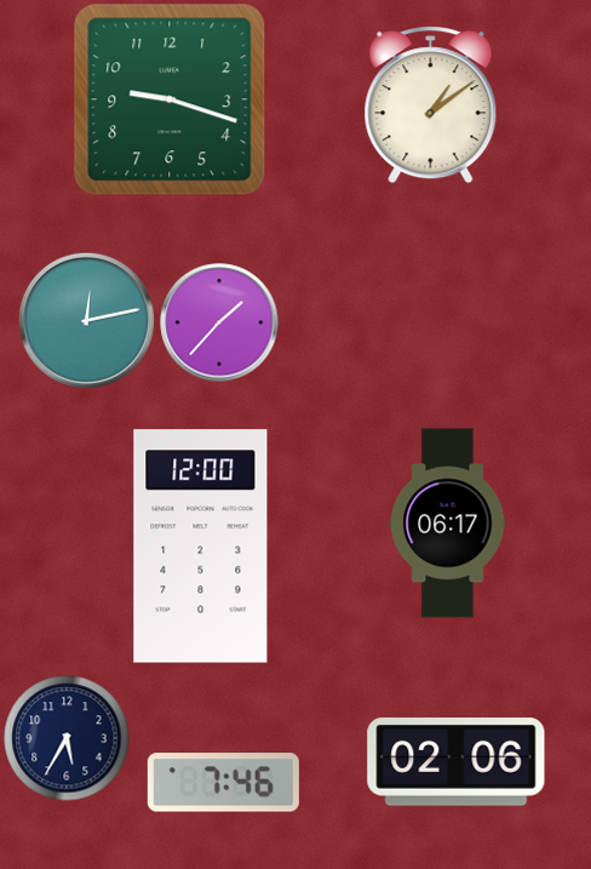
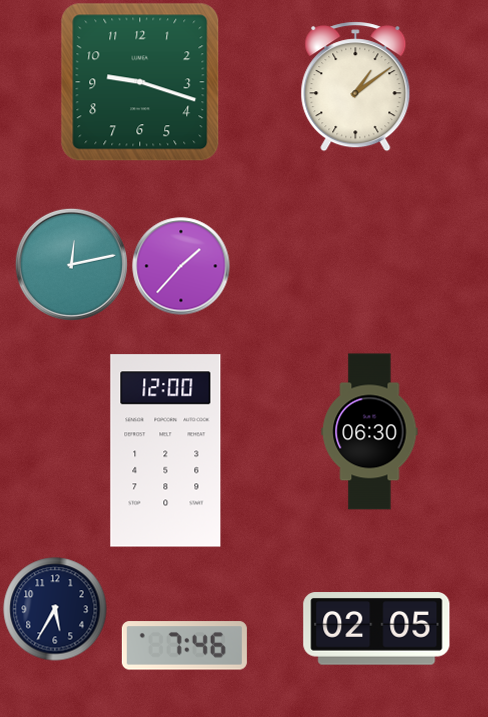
clock at (448, 524): 06:17 -> 06:30
clock at (457, 762): 02:06 -> 02:05
